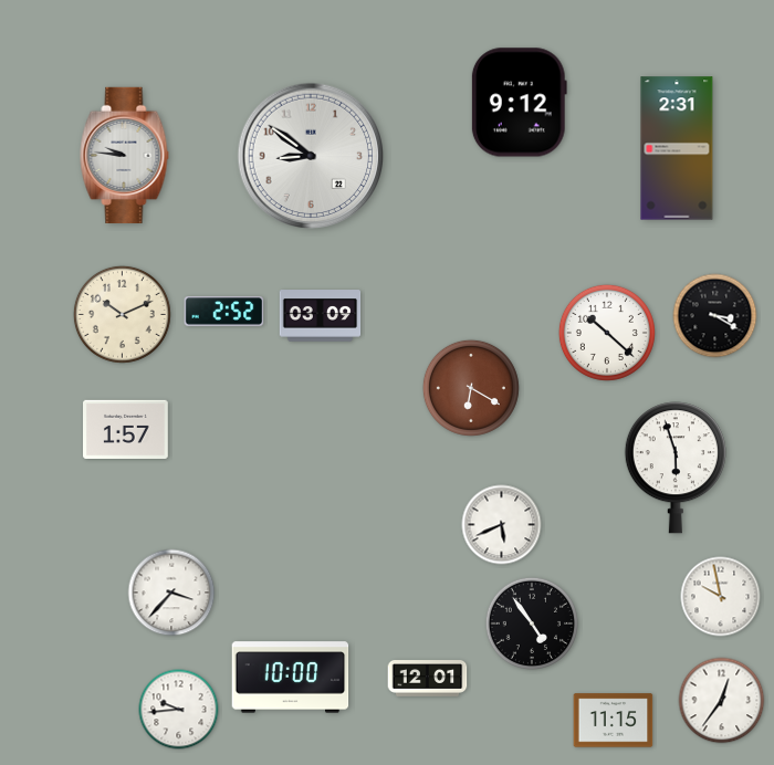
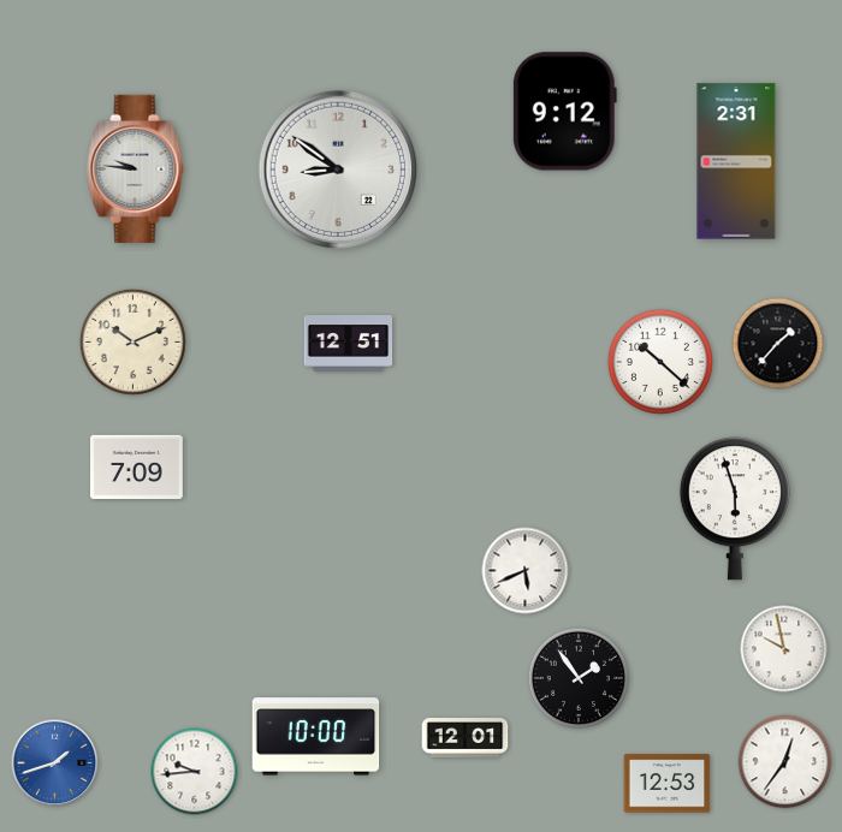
clock at (224, 312): 2:52 -> none
clock at (321, 316): 03:09 -> 12:51
clock at (715, 316): 3:20 -> 1:37
clock at (471, 388): 6:20 -> none
clock at (126, 429): 1:57 -> 7:09
clock at (502, 525) position: (502, 525) -> (526, 571)
clock at (171, 593): 3:37 -> none
clock at (532, 623): 4:54 -> 1:54
clock at (55, 763): none -> 1:42
clock at (614, 721): 11:15 -> 12:53
